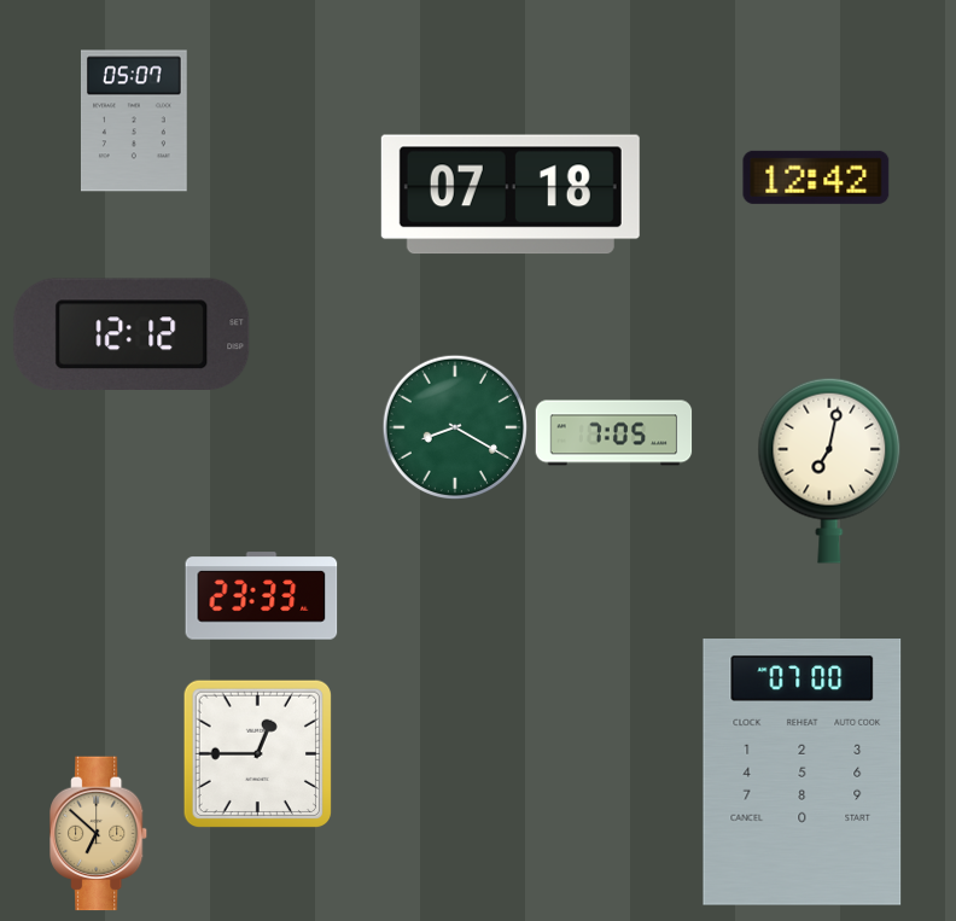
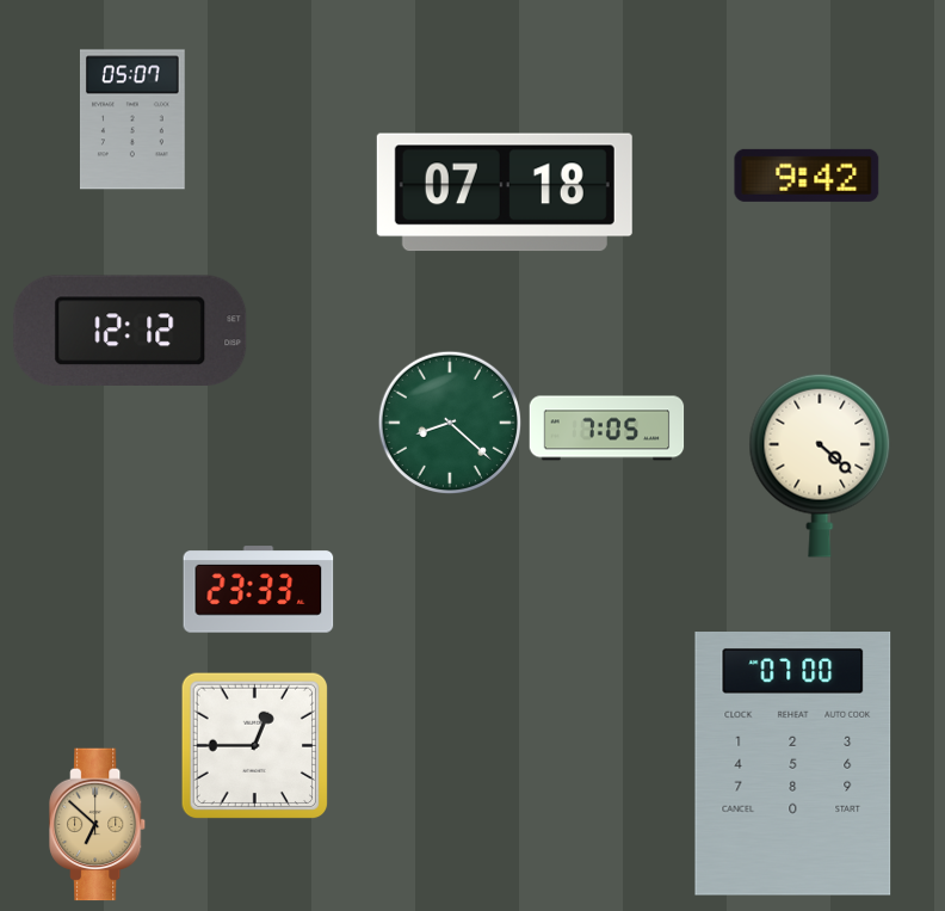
clock at (816, 177): 12:42 -> 9:42
clock at (454, 426): 8:20 -> 8:22
clock at (829, 471): 7:02 -> 4:22
